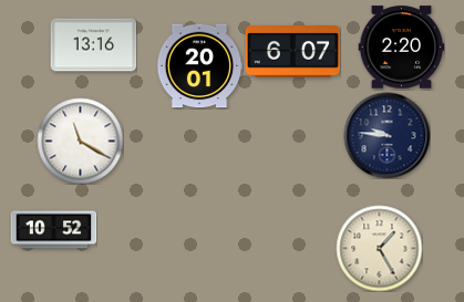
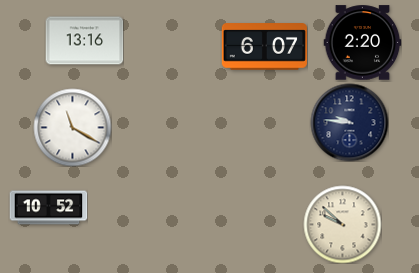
clock at (199, 66): 20:01 -> none
clock at (379, 248): 1:25 -> 9:52
